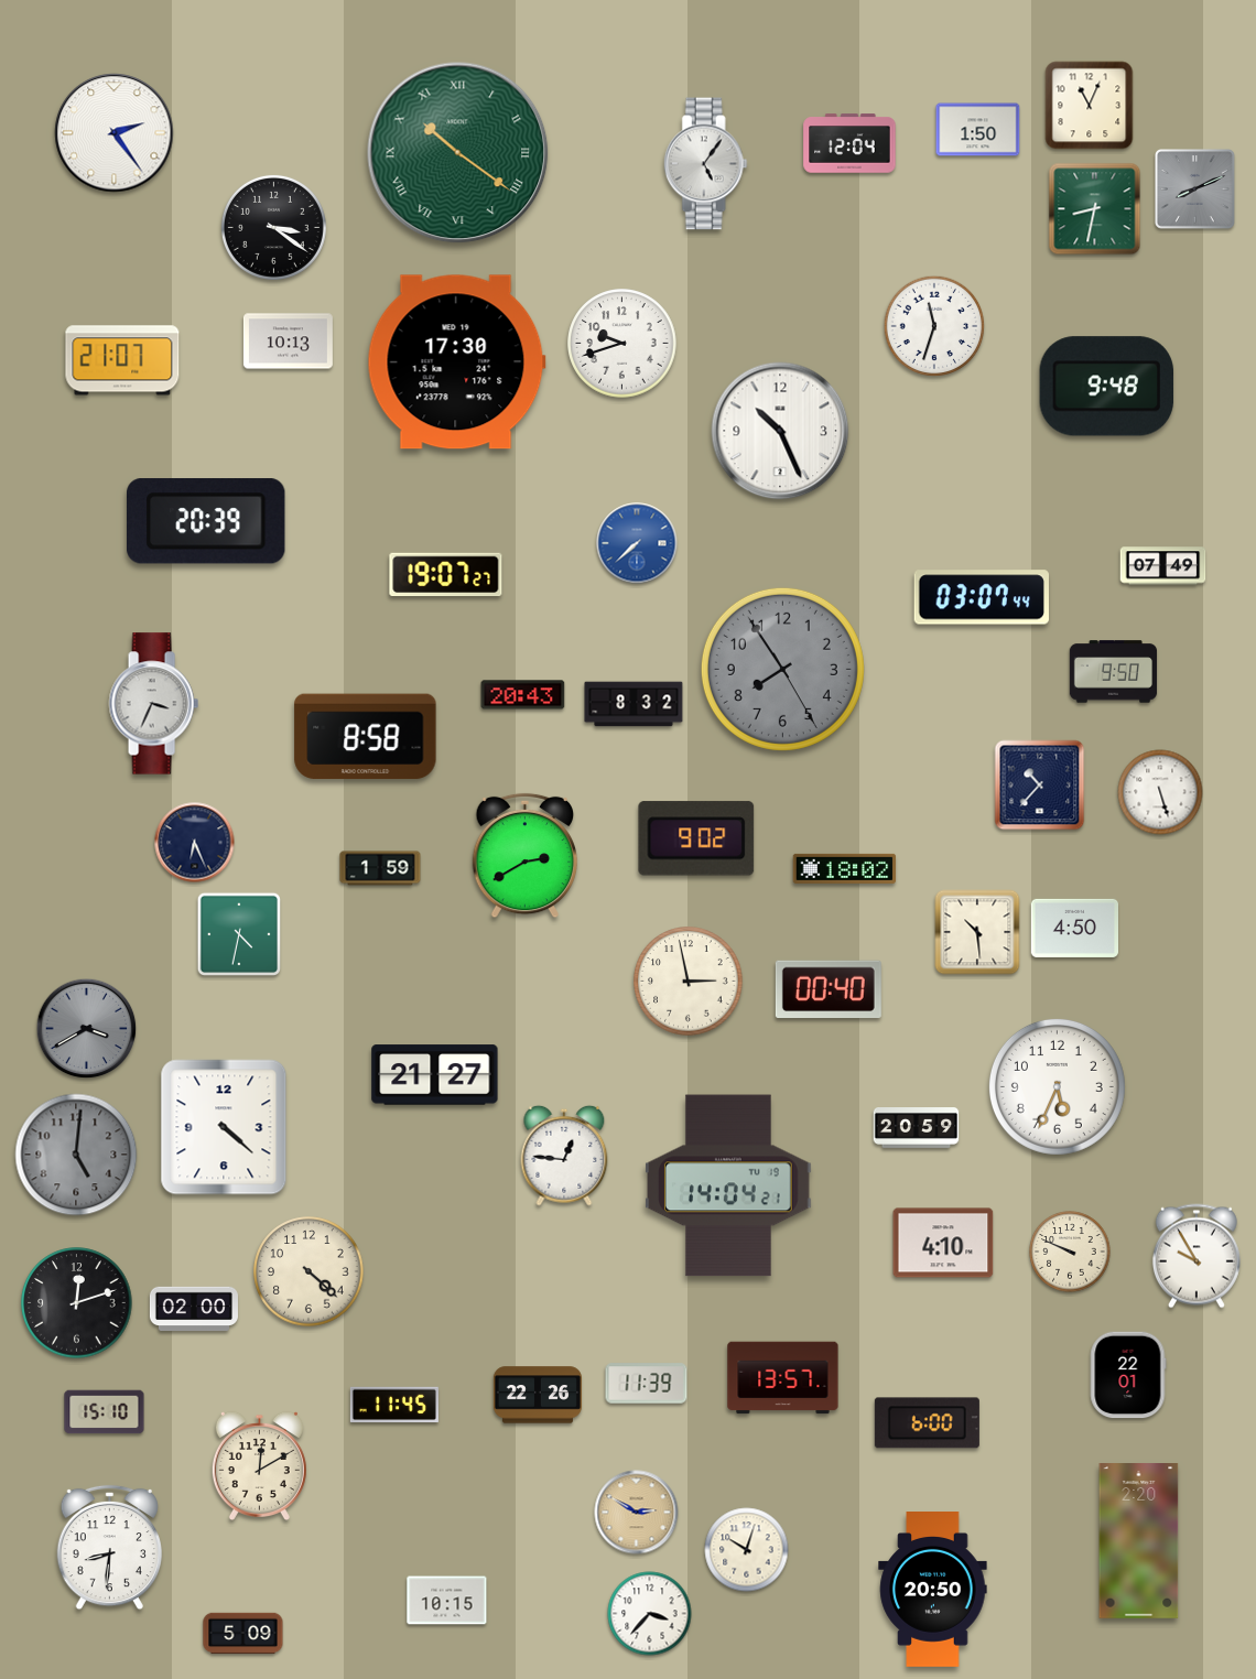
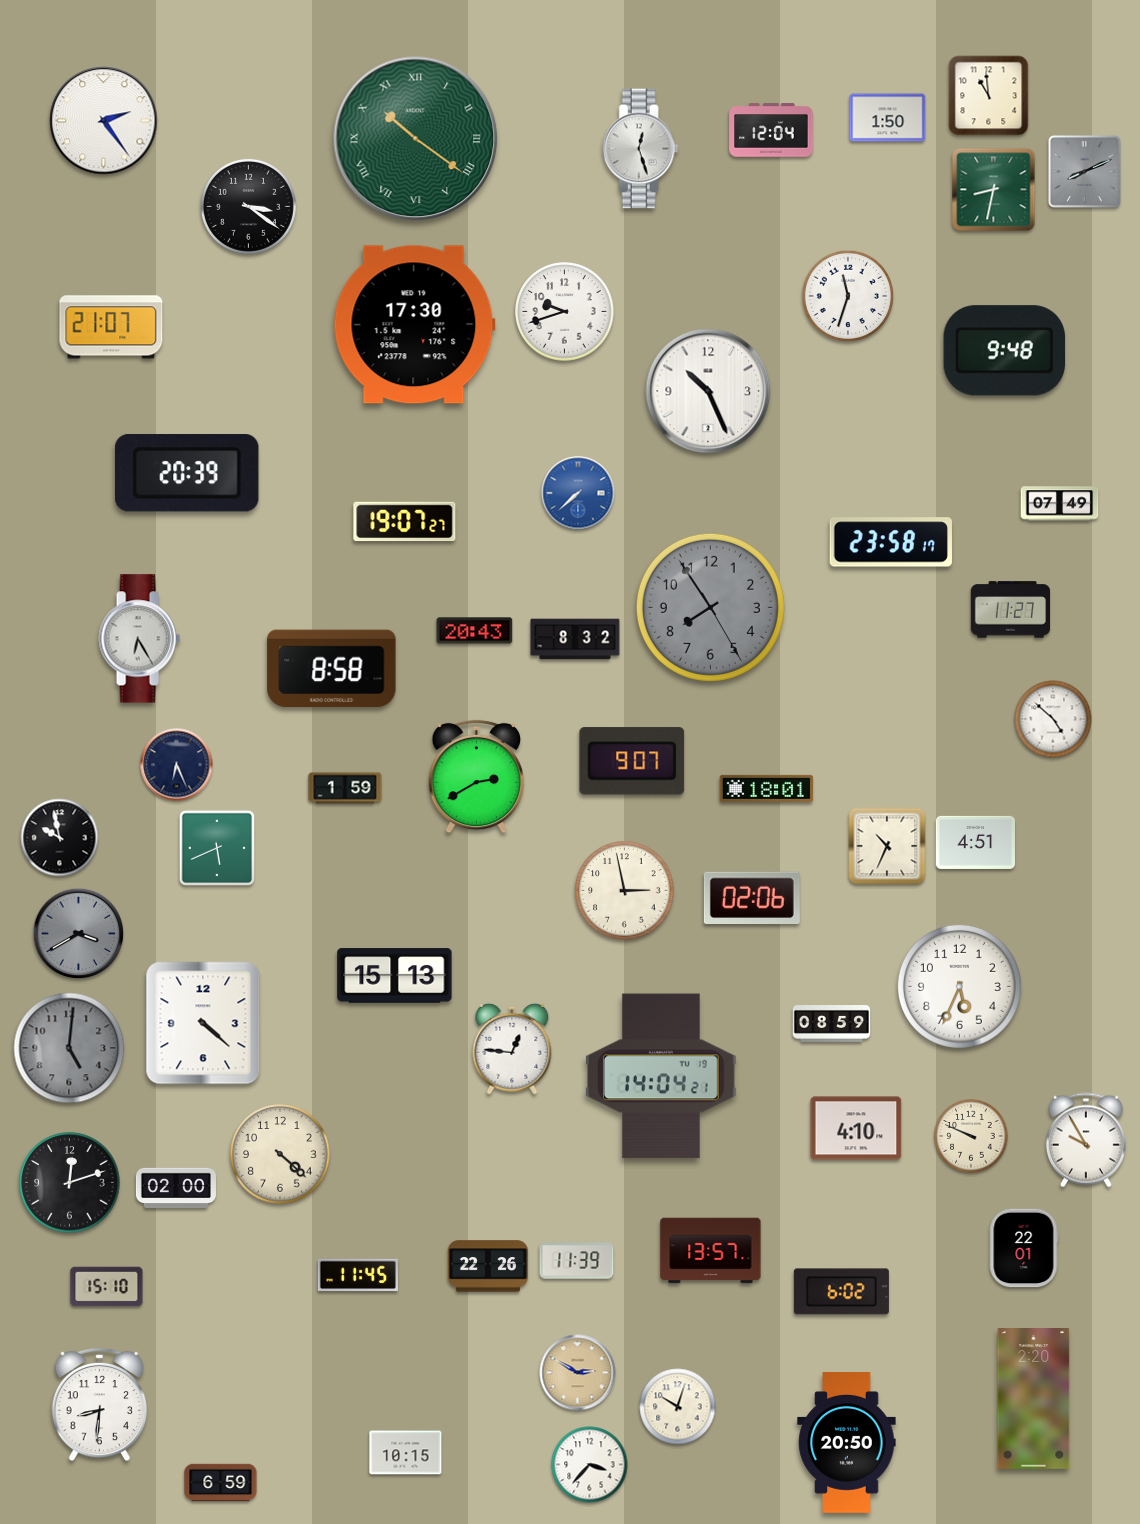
clock at (1090, 106): 11:04 -> 10:59
clock at (705, 164): 5:06 -> 12:27
clock at (288, 342): 10:13 -> none
clock at (456, 362) position: (456, 362) -> (414, 325)
clock at (1163, 566) position: (1163, 566) -> (1060, 504)
clock at (982, 597): 03:07 -> 23:58
clock at (1114, 672): 9:50 -> 11:27
clock at (153, 704): 3:34 -> 6:25
clock at (1040, 786): 10:37 -> none
clock at (1160, 792): 5:27 -> 4:52
clock at (696, 838): 9:02 -> 9:07
clock at (845, 868): 18:02 -> 18:01
clock at (60, 838): none -> 9:58
clock at (1074, 928): 4:50 -> 4:51
clock at (977, 932): 10:29 -> 10:34
clock at (238, 933): 4:32 -> 5:41
clock at (829, 988): 00:40 -> 02:06
clock at (435, 1075): 21:27 -> 15:13
clock at (917, 1128): 20:59 -> 08:59
clock at (647, 1384) position: (647, 1384) -> (577, 1261)
clock at (105, 1412) position: (105, 1412) -> (107, 1287)
clock at (927, 1423): 6:00 -> 6:02
clock at (259, 1465): 12:10 -> none
clock at (243, 1634): 5:09 -> 6:59
